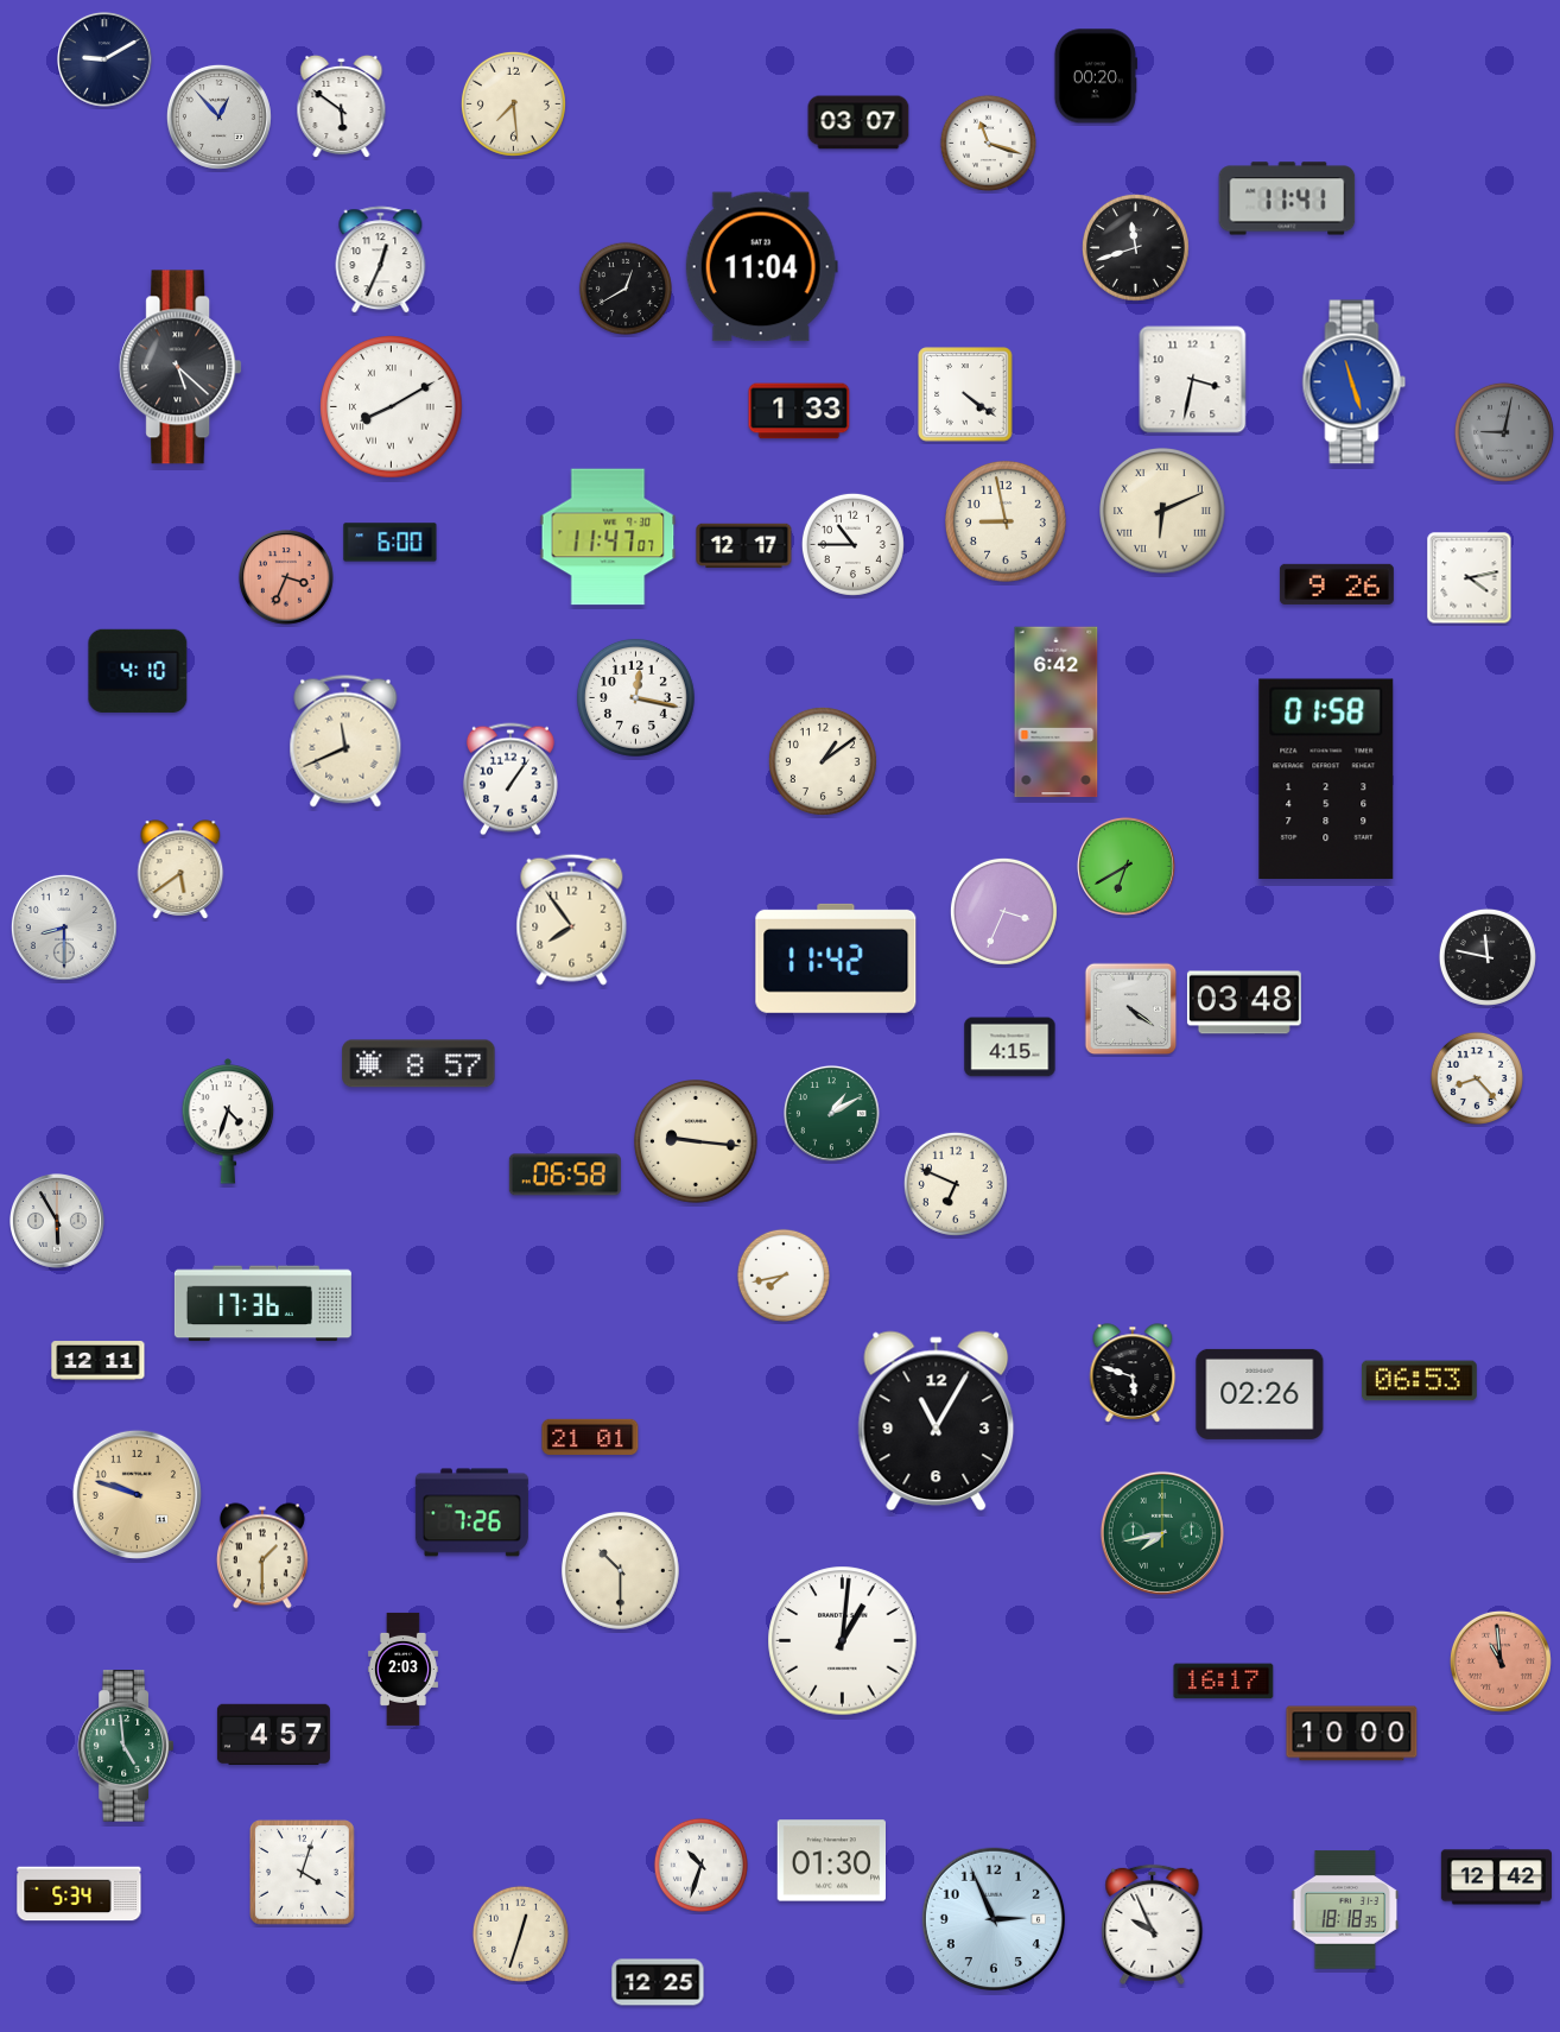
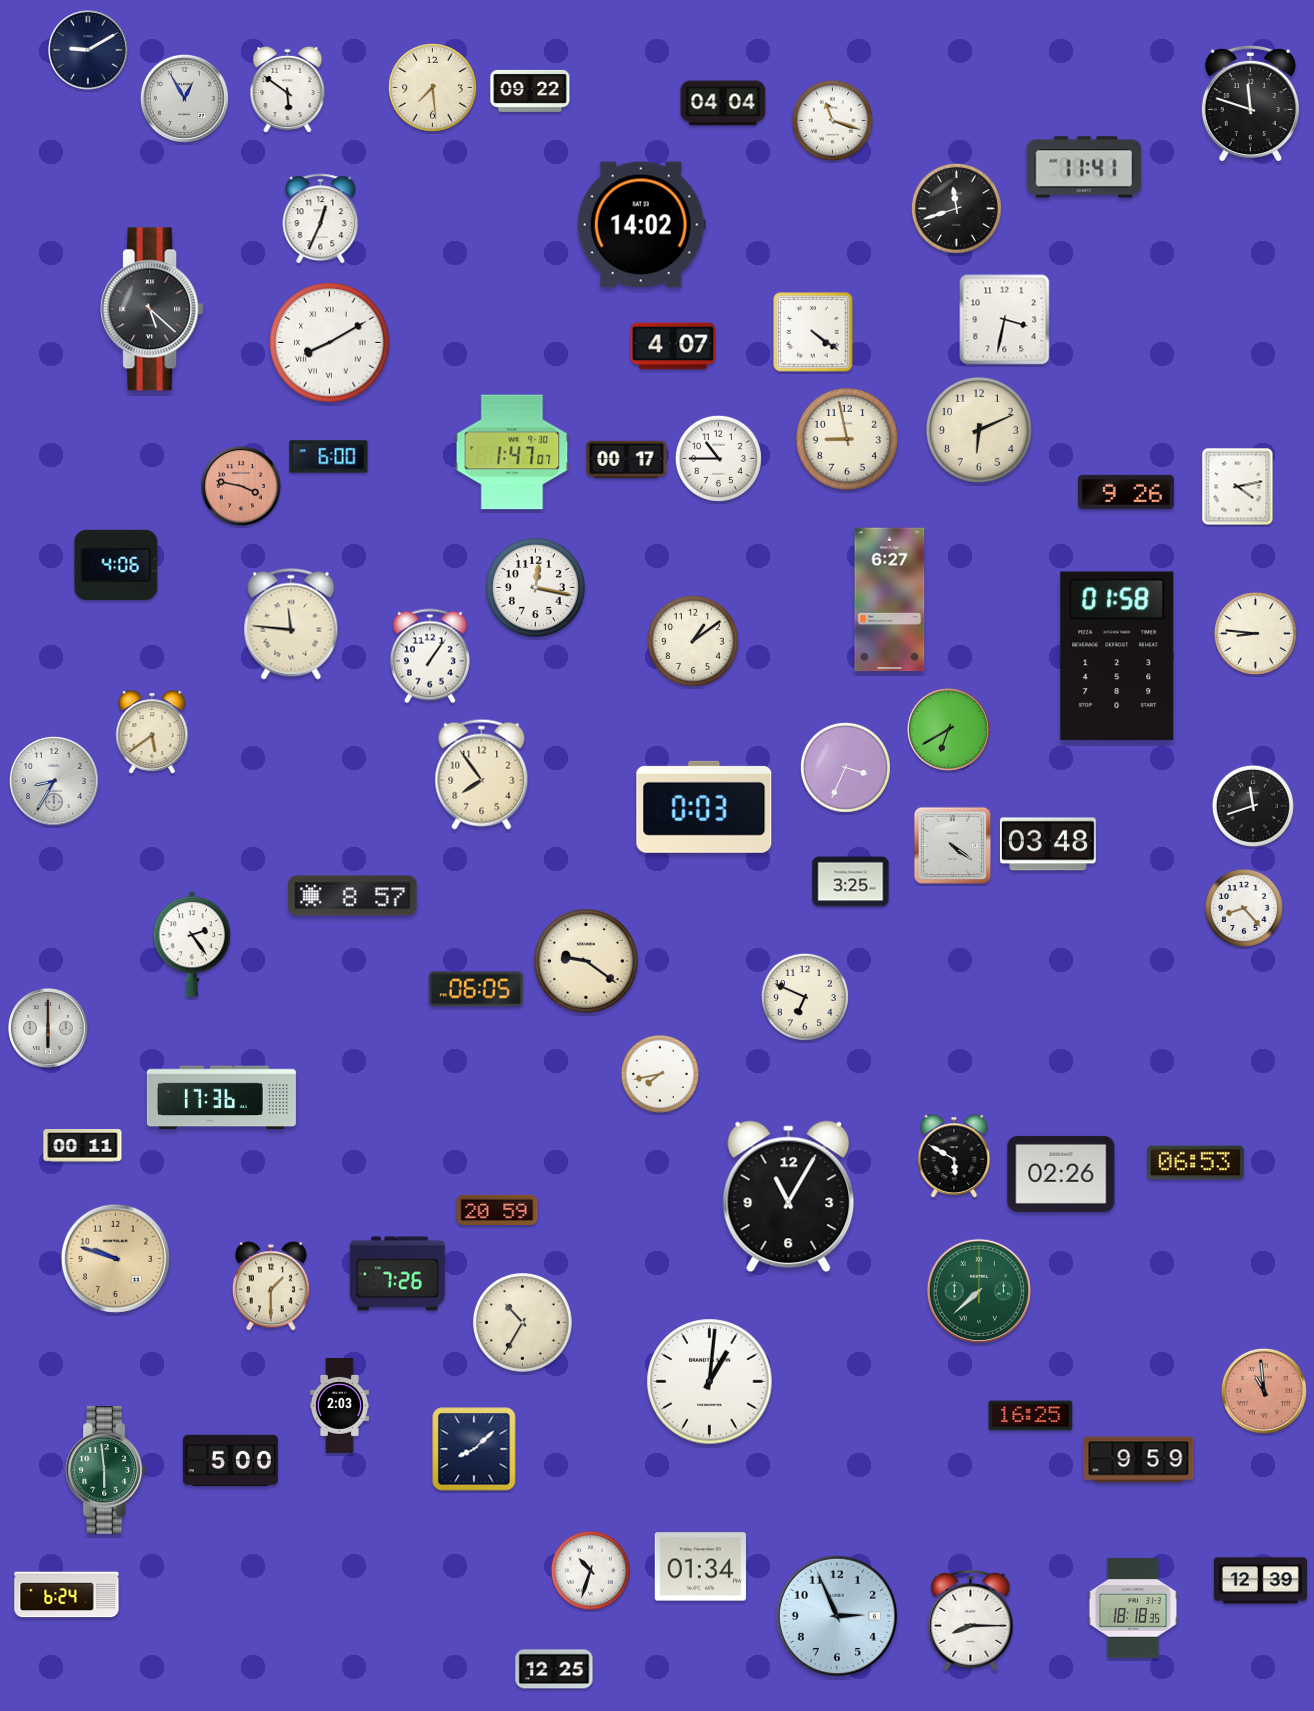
clock at (1096, 76): 00:20 -> none
clock at (530, 91): none -> 09:22
clock at (218, 116): 12:53 -> 12:55
clock at (858, 122): 03:07 -> 04:04
clock at (1250, 103): none -> 11:48
clock at (761, 267): 11:04 -> 14:02
clock at (626, 289): 12:40 -> none
clock at (1355, 382): 11:27 -> none
clock at (799, 411): 1:33 -> 4:07
clock at (1504, 432): 9:02 -> none
clock at (1163, 512) numerals: Roman -> Arabic
clock at (608, 537): 11:47 -> 1:47
clock at (744, 546): 12:17 -> 00:17
clock at (287, 578): 3:34 -> 3:47
clock at (138, 671): 4:10 -> 4:06
clock at (1057, 713): 6:42 -> 6:27
clock at (345, 741): 11:41 -> 11:46
clock at (1255, 633): none -> 8:46
clock at (64, 928): 8:30 -> 8:35
clock at (1488, 957): 11:47 -> 11:42
clock at (836, 958): 11:42 -> 0:03
clock at (1131, 1009) position: (1131, 1009) -> (953, 846)
clock at (1010, 1047): 4:15 -> 3:25
clock at (831, 1113): 1:10 -> none
clock at (228, 1121): 4:33 -> 2:24
clock at (697, 1142): 9:16 -> 9:21
clock at (565, 1175): 06:58 -> 06:05
clock at (58, 1222): 5:55 -> 6:00
clock at (99, 1361): 12:11 -> 00:11
clock at (1133, 1373): 5:48 -> 5:50
clock at (590, 1437): 21:01 -> 20:59
clock at (1162, 1533): 7:43 -> 7:38
clock at (262, 1556) position: (262, 1556) -> (271, 1286)
clock at (620, 1570): 10:30 -> 10:35
clock at (1501, 1661) position: (1501, 1661) -> (1264, 1391)
clock at (1224, 1682): 16:17 -> 16:25
clock at (474, 1449): none -> 8:08
clock at (1352, 1734): 10:00 -> 9:59
clock at (273, 1735): 4:57 -> 5:00
clock at (126, 1746): 4:59 -> 5:59
clock at (831, 1861): 01:30 -> 01:34
clock at (303, 1873): 4:03 -> none
clock at (1496, 1878): 12:42 -> 12:39
clock at (80, 1894): 5:34 -> 6:24
clock at (1153, 1924): 9:56 -> 8:15
clock at (520, 1933): 12:33 -> none
